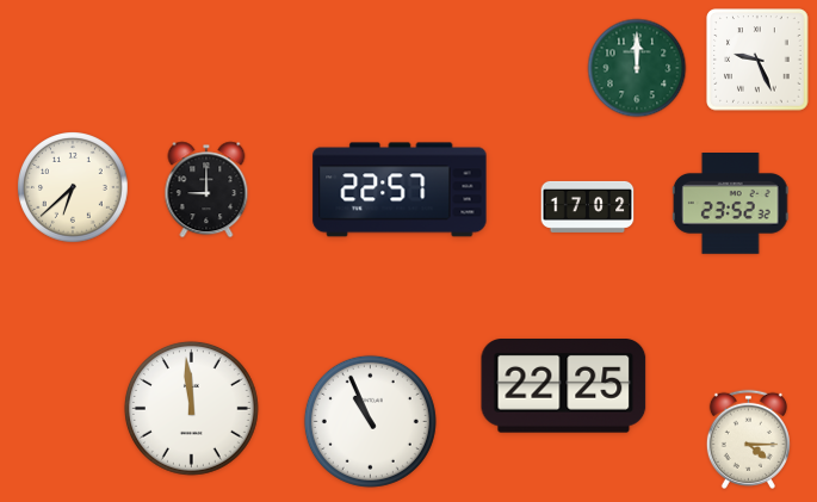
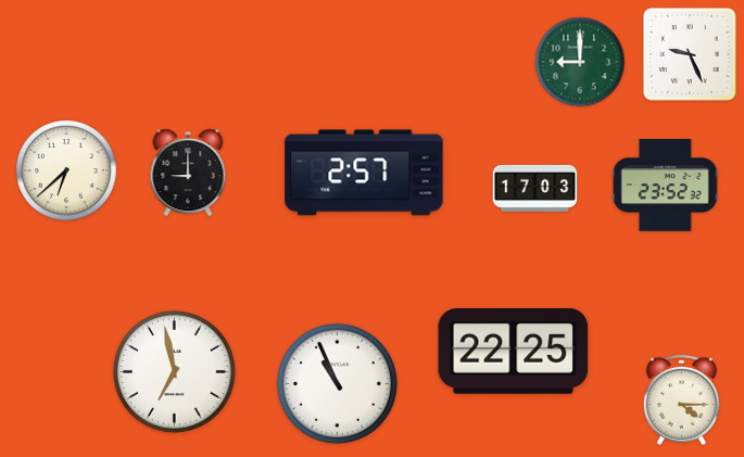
clock at (637, 68): 12:00 -> 9:00
clock at (400, 190): 22:57 -> 2:57
clock at (588, 206): 17:02 -> 17:03
clock at (191, 408): 11:59 -> 6:58
